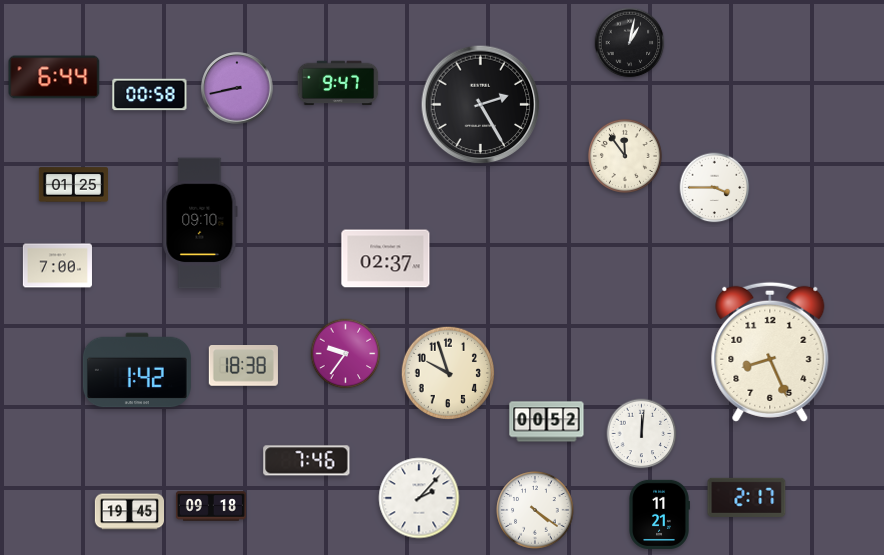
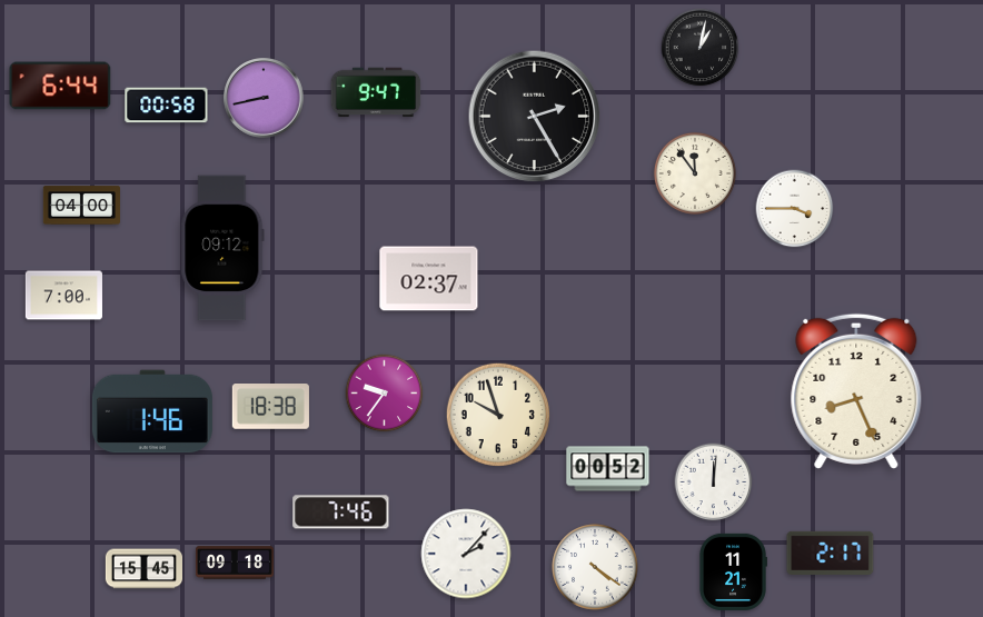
clock at (73, 185): 01:25 -> 04:00
clock at (200, 223): 09:10 -> 09:12
clock at (386, 259) position: (386, 259) -> (429, 279)
clock at (137, 370): 1:42 -> 1:46
clock at (129, 512): 19:45 -> 15:45
